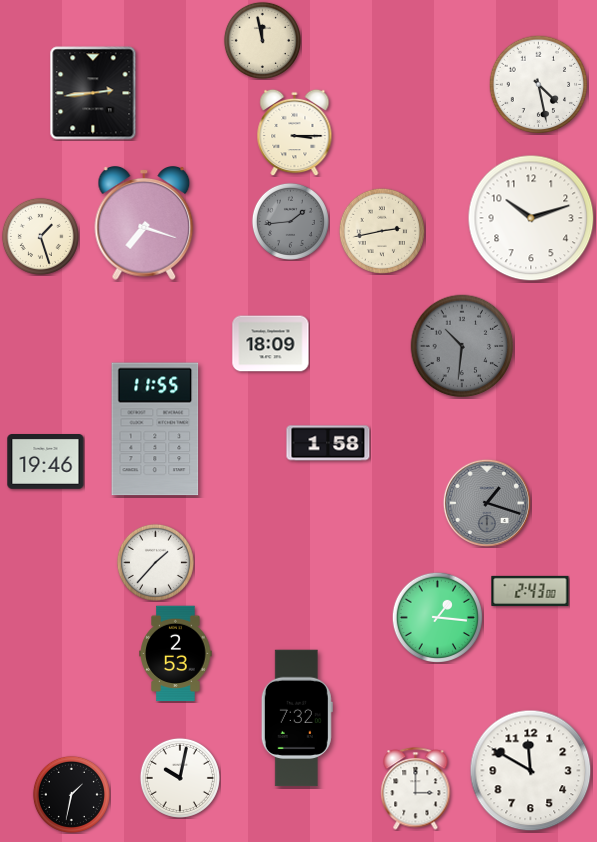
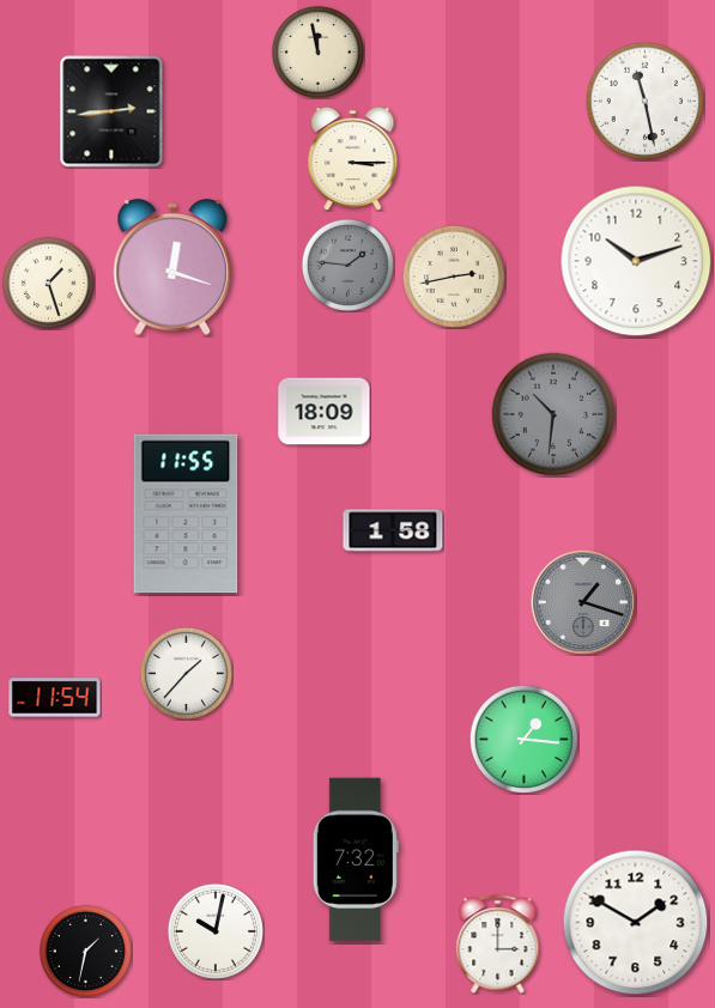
clock at (262, 40) position: (262, 40) -> (317, 51)
clock at (539, 85): 4:28 -> 11:28
clock at (290, 221): 1:44 -> 1:46
clock at (144, 224): 7:18 -> 12:18
clock at (382, 231) position: (382, 231) -> (454, 277)
clock at (46, 462): 19:46 -> none
clock at (55, 698): none -> 11:54
clock at (530, 591): 2:43 -> none
clock at (176, 654): 2:53 -> none
clock at (531, 771): 11:50 -> 1:50
